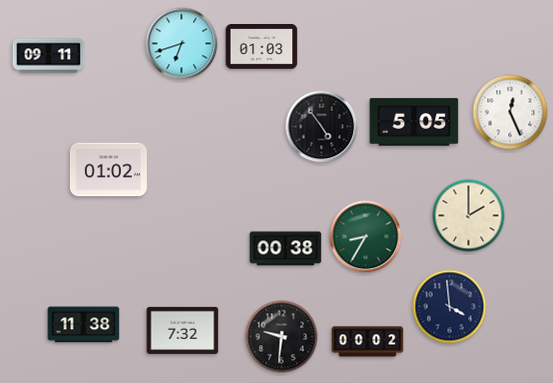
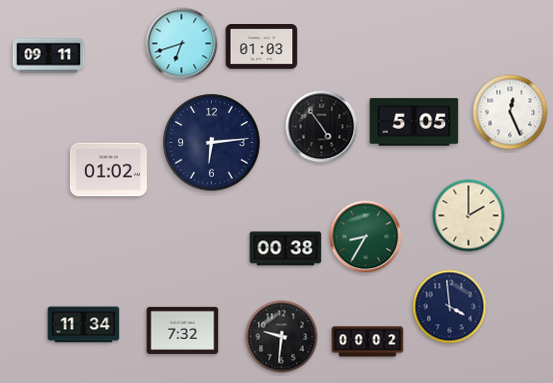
clock at (212, 143): none -> 6:14
clock at (84, 325): 11:38 -> 11:34
